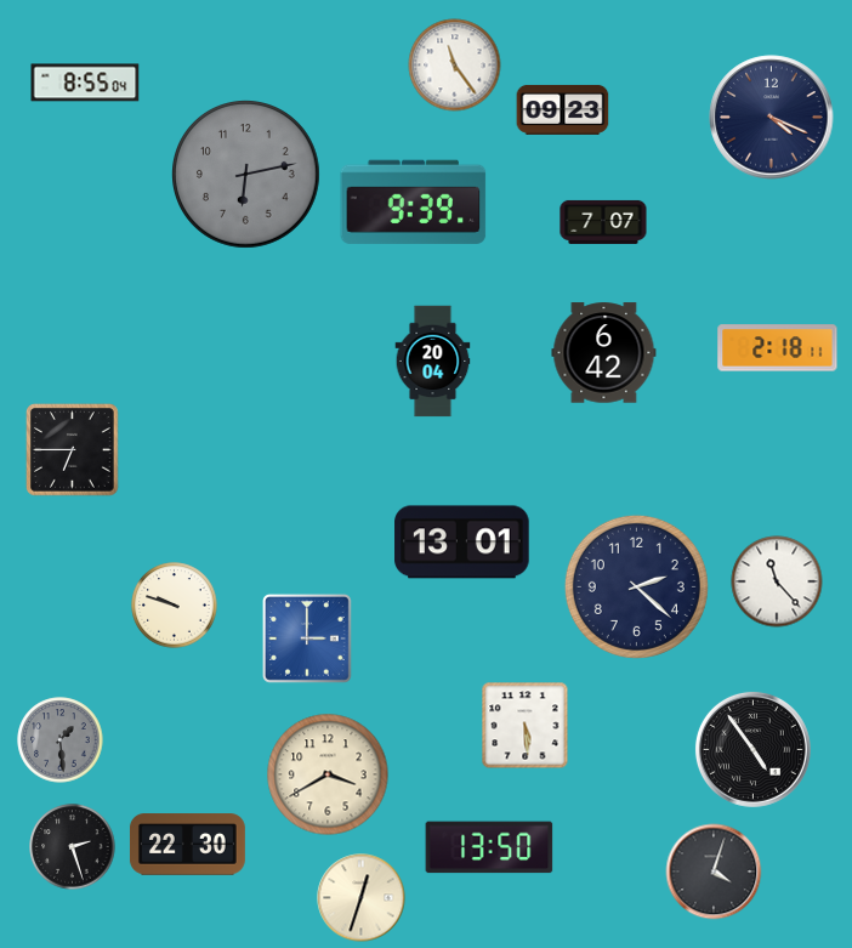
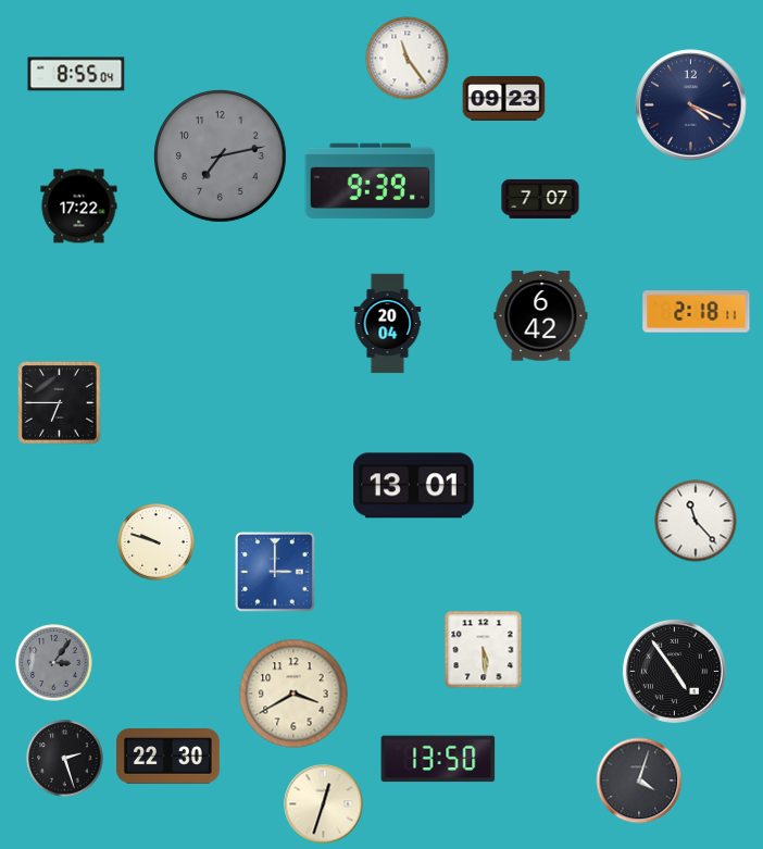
clock at (246, 175): 6:13 -> 7:13
clock at (79, 207): none -> 17:22
clock at (73, 450) position: (73, 450) -> (60, 403)
clock at (636, 586): 2:22 -> none
clock at (526, 726) position: (526, 726) -> (484, 650)
clock at (61, 740): 1:29 -> 3:06
